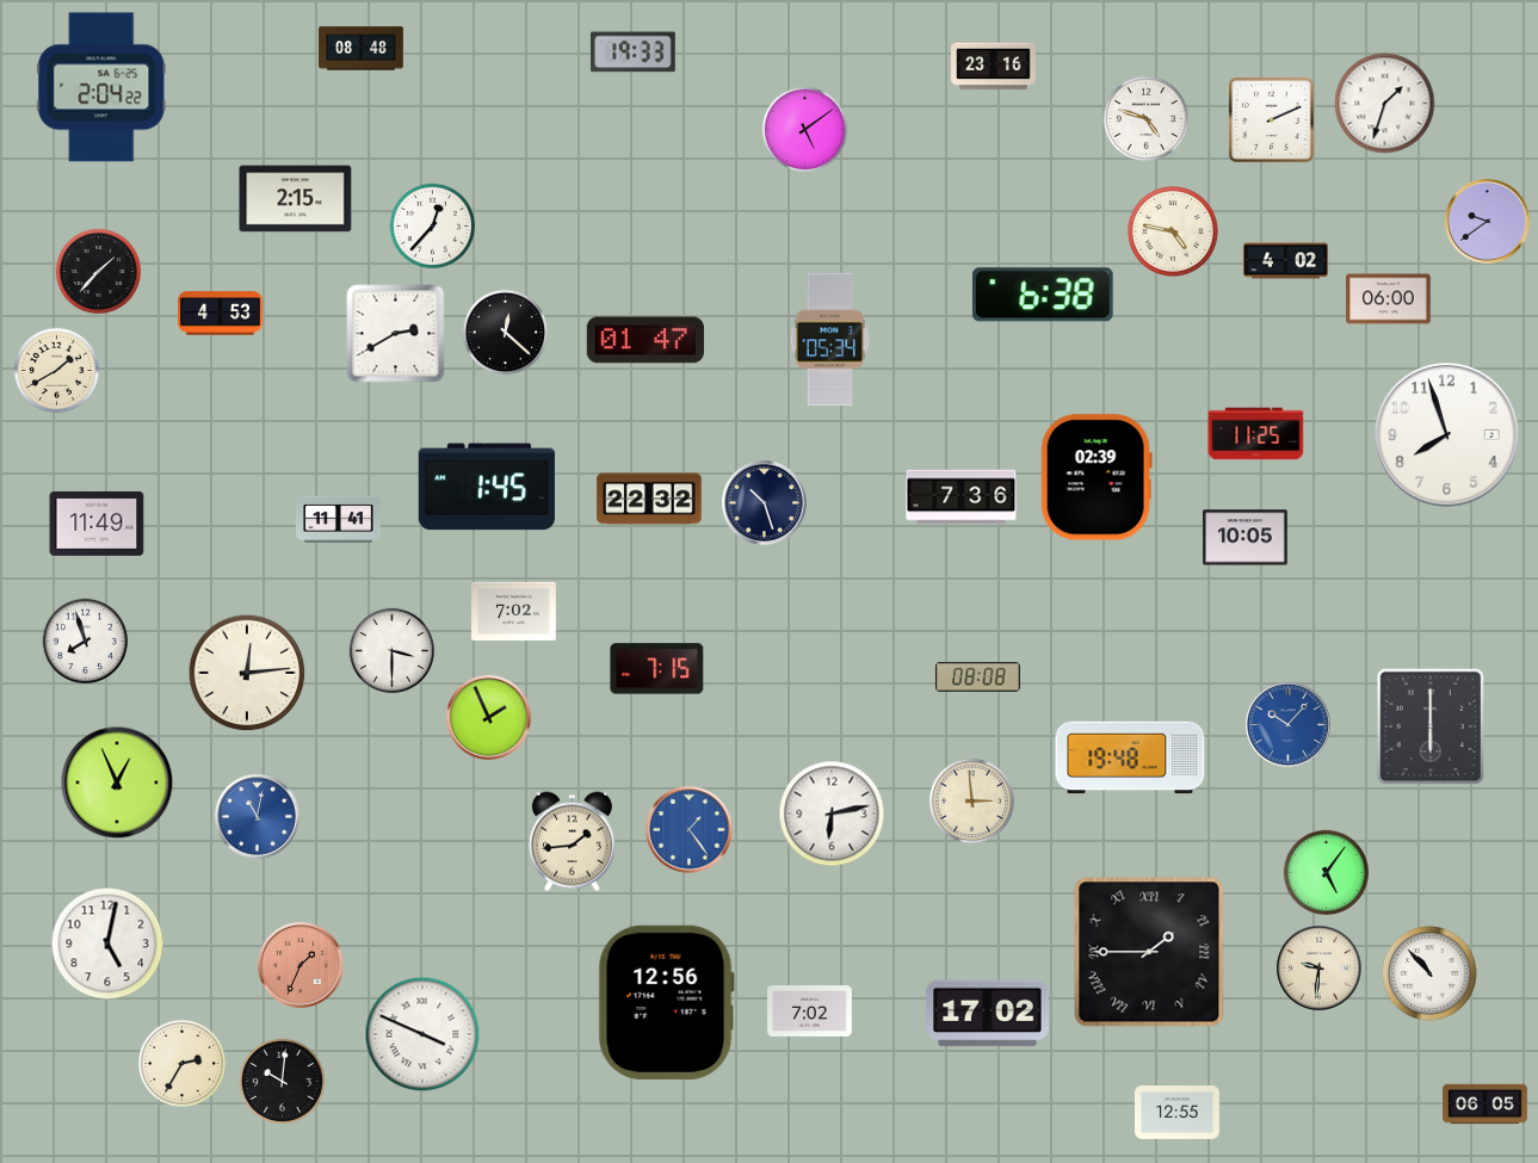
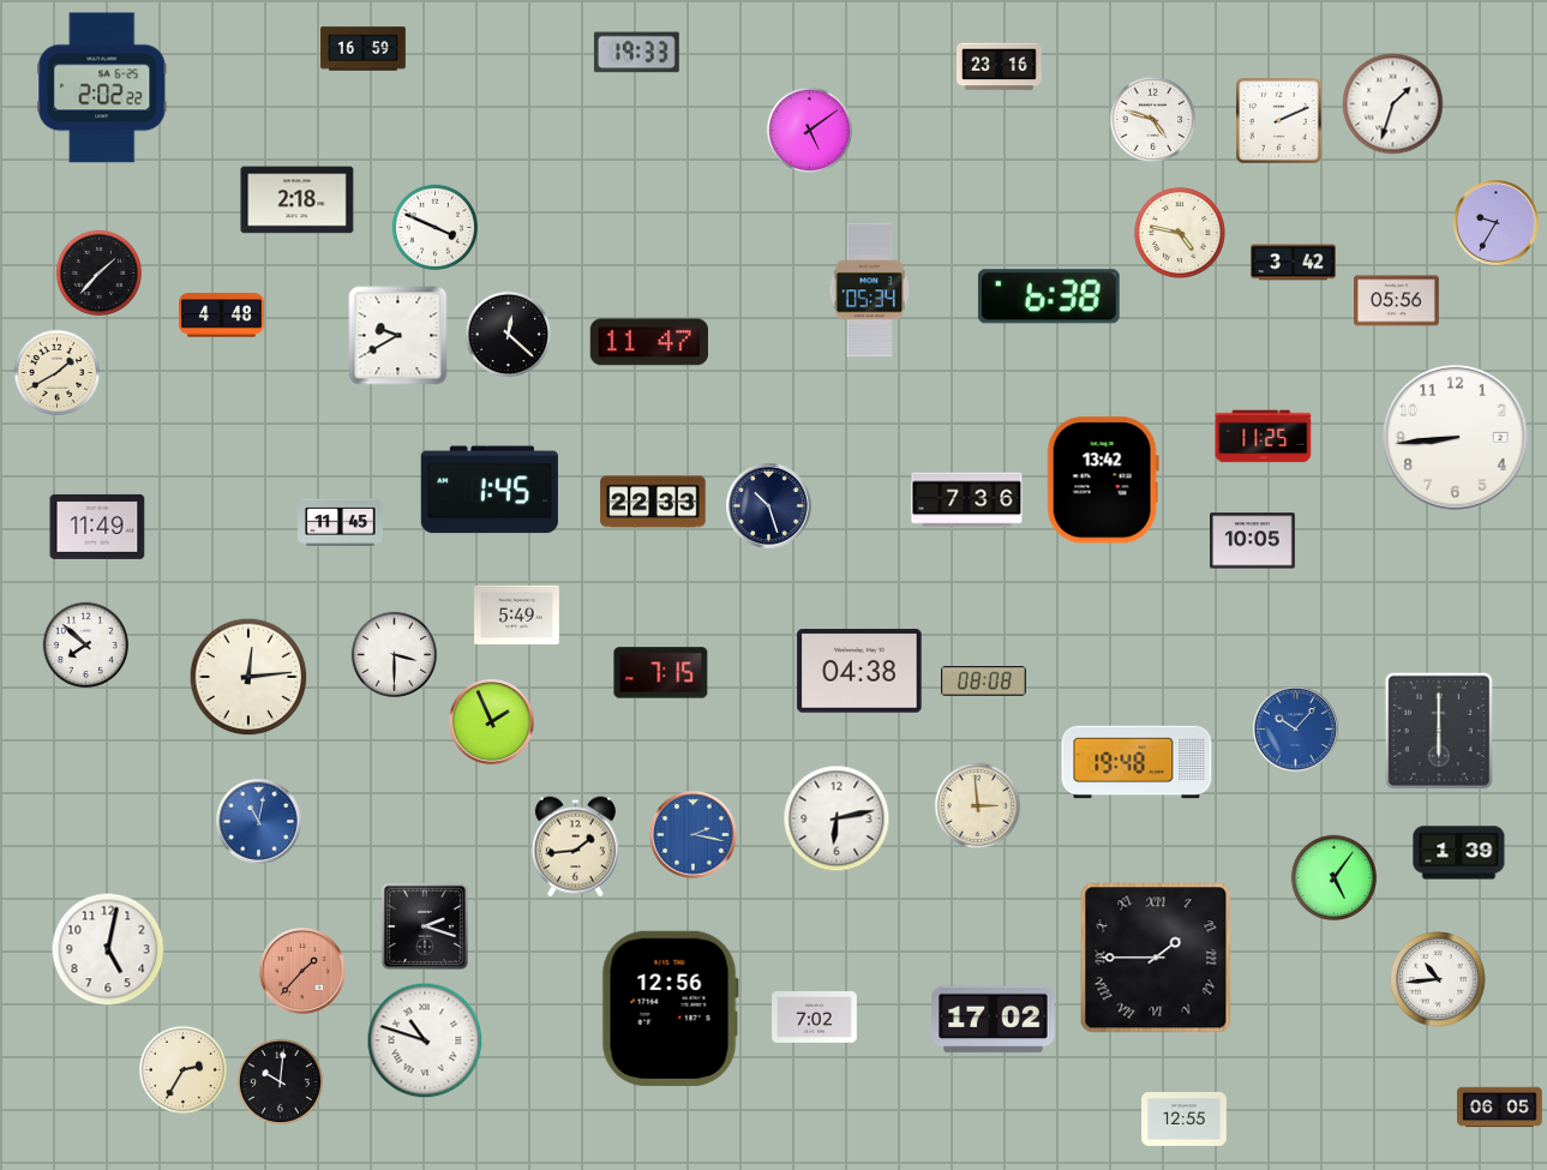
clock at (362, 49): 08:48 -> 16:59
clock at (101, 87): 2:04 -> 2:02
clock at (296, 199): 2:15 -> 2:18
clock at (1488, 222): 9:39 -> 9:35
clock at (433, 227): 12:37 -> 3:49
clock at (1286, 261): 4:02 -> 3:42
clock at (1389, 299): 06:00 -> 05:56
clock at (221, 314): 4:53 -> 4:48
clock at (396, 334): 2:40 -> 9:40
clock at (644, 340): 01:47 -> 11:47
clock at (830, 340) position: (830, 340) -> (870, 290)
clock at (1447, 435): 7:57 -> 8:44
clock at (1097, 477): 02:39 -> 13:42
clock at (649, 499): 22:32 -> 22:33
clock at (339, 519): 11:41 -> 11:45
clock at (514, 611): 7:02 -> 5:49
clock at (86, 642): 7:57 -> 7:52
clock at (859, 671): none -> 04:38
clock at (117, 782): 12:56 -> none
clock at (690, 830): 1:24 -> 2:17
clock at (1459, 853): none -> 1:39
clock at (425, 926): none -> 2:18
clock at (301, 965): 1:34 -> 1:37
clock at (1320, 969): 9:31 -> none
clock at (1429, 973): 10:53 -> 10:44
clock at (422, 1034): 3:49 -> 10:48
clock at (283, 1082) position: (283, 1082) -> (281, 1082)
clock at (1486, 1105) position: (1486, 1105) -> (1500, 1108)
